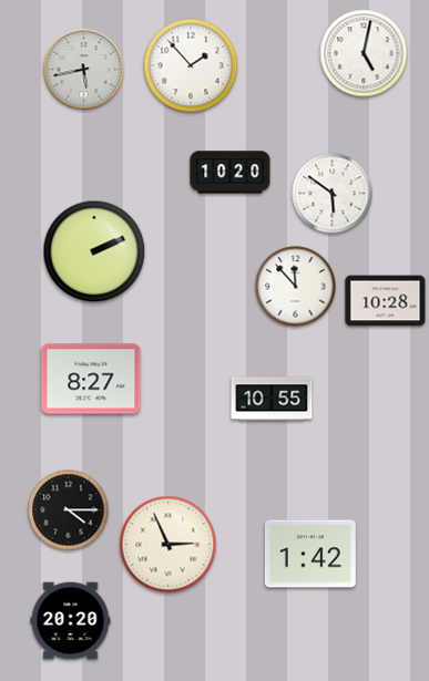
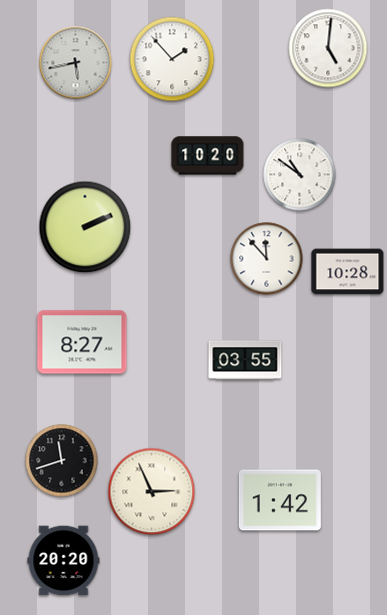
clock at (364, 53): 5:02 -> 5:01
clock at (333, 194): 5:51 -> 10:51
clock at (272, 399): 10:55 -> 03:55
clock at (69, 510): 4:15 -> 11:42
